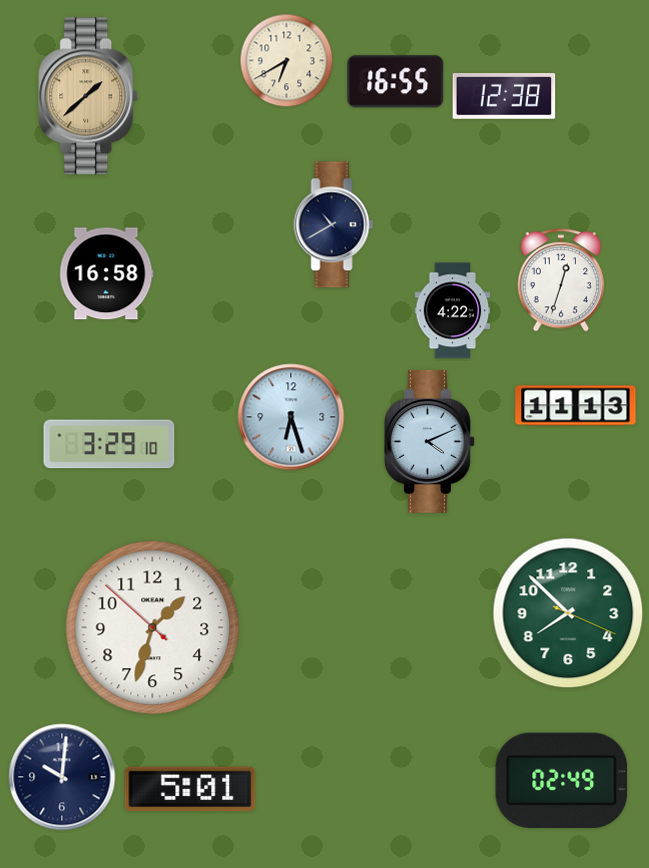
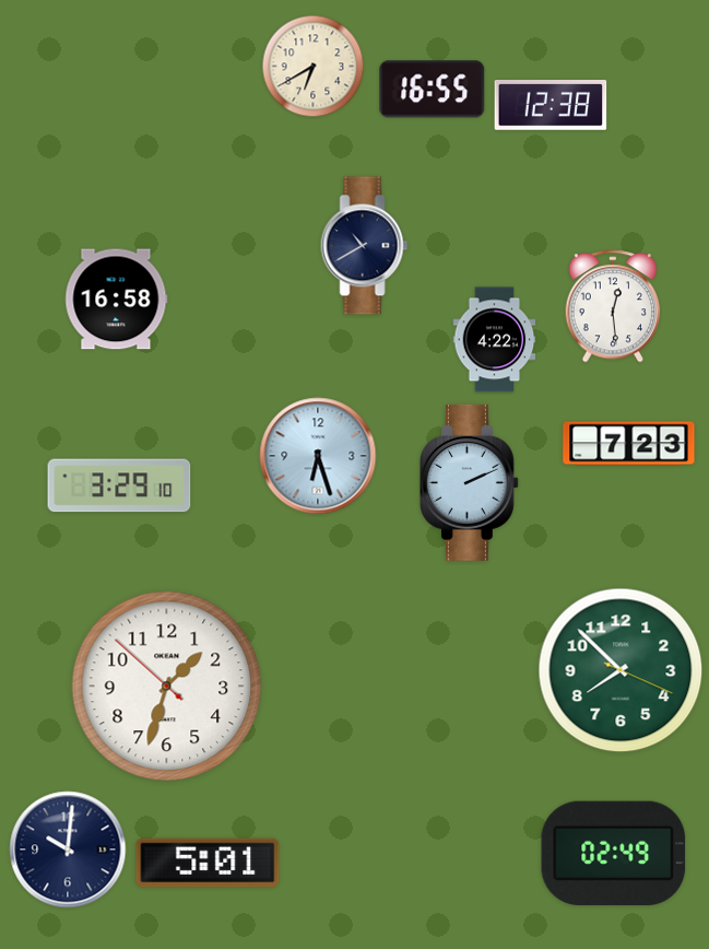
clock at (89, 96): 1:38 -> none
clock at (561, 280): 12:33 -> 12:29
clock at (576, 406): 11:13 -> 7:23
clock at (429, 441): 4:11 -> 2:11
